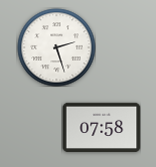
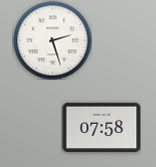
clock at (56, 47) position: (56, 47) -> (52, 40)
